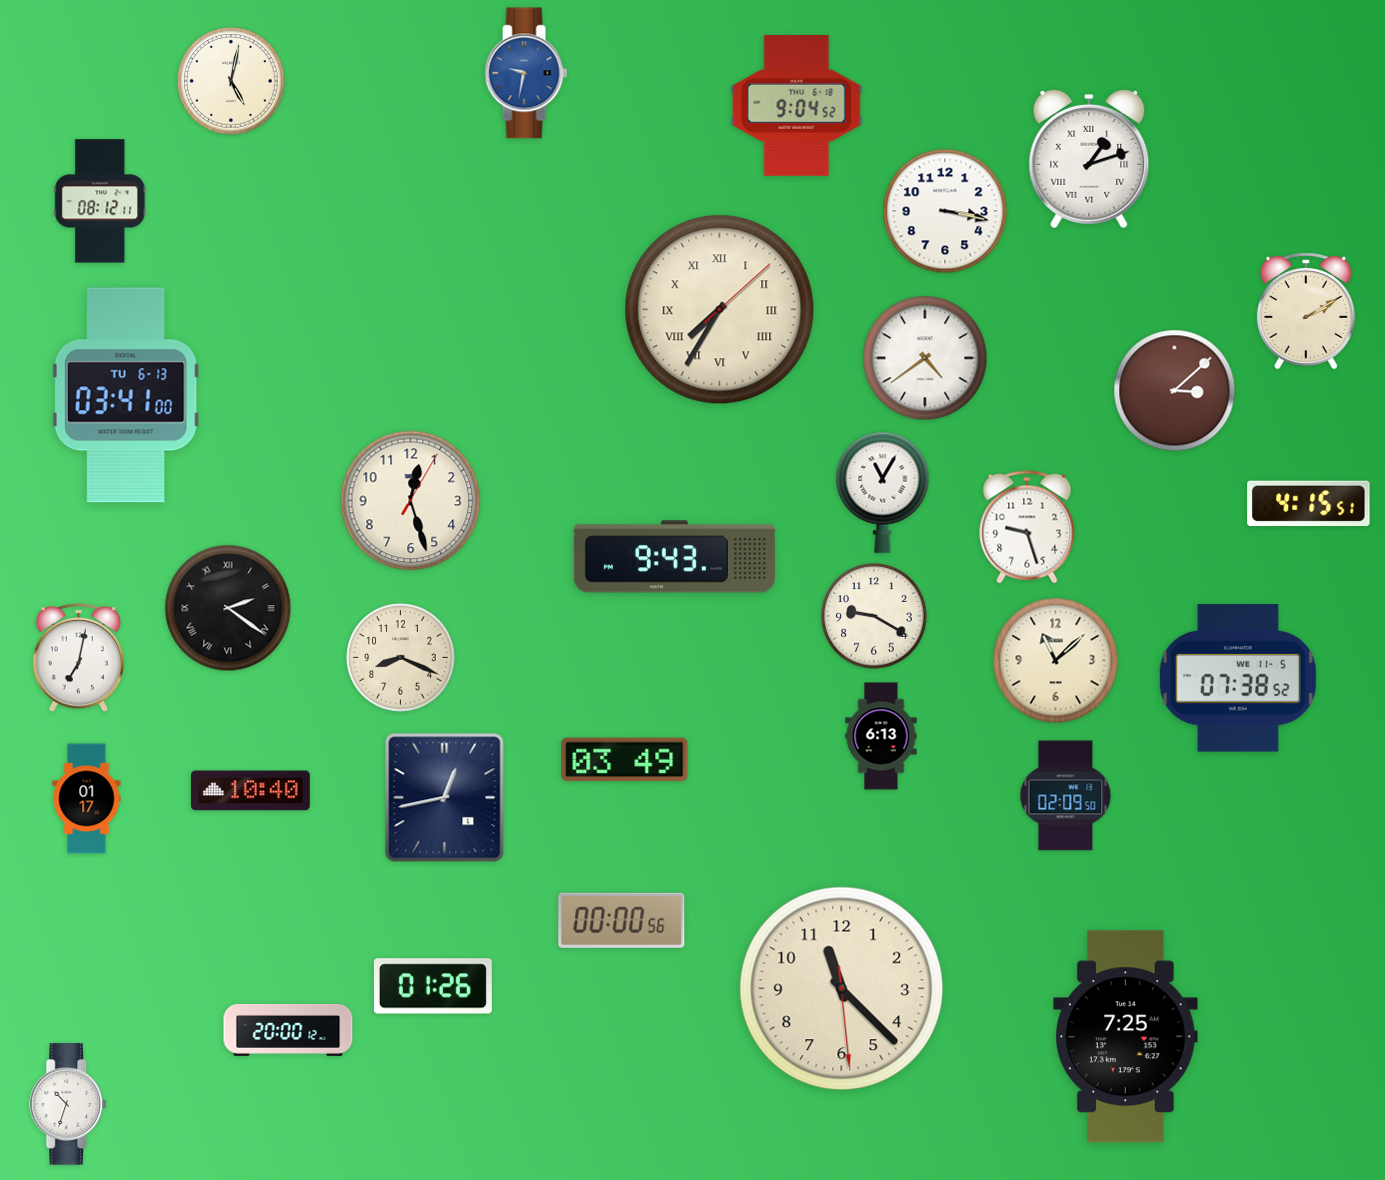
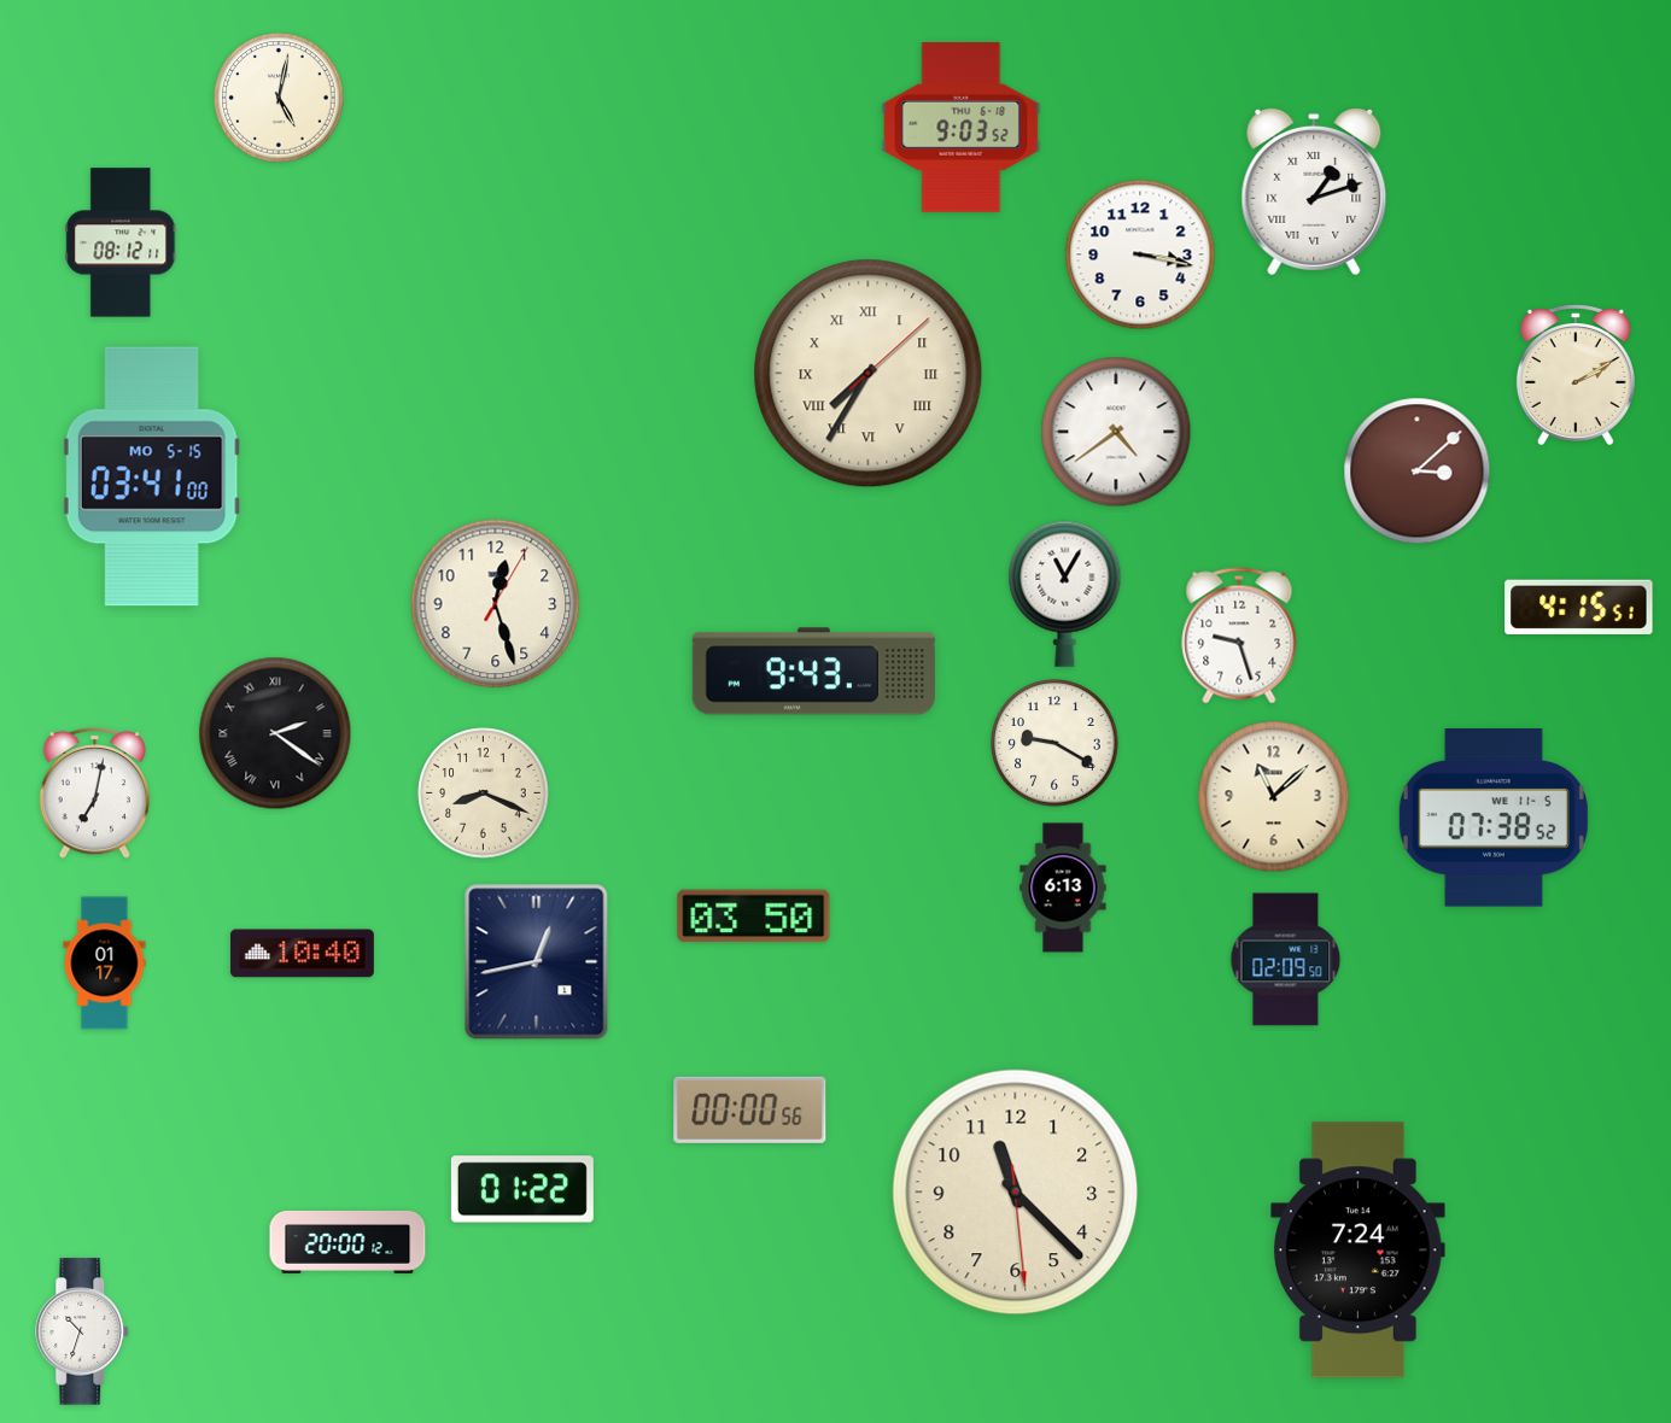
clock at (526, 73): 9:32 -> none
clock at (797, 105): 9:04 -> 9:03
clock at (126, 395) date: TU 6-13 -> MO 5-15
clock at (625, 760): 03:49 -> 03:50
clock at (433, 986): 01:26 -> 01:22
clock at (1126, 1037): 7:25 -> 7:24
